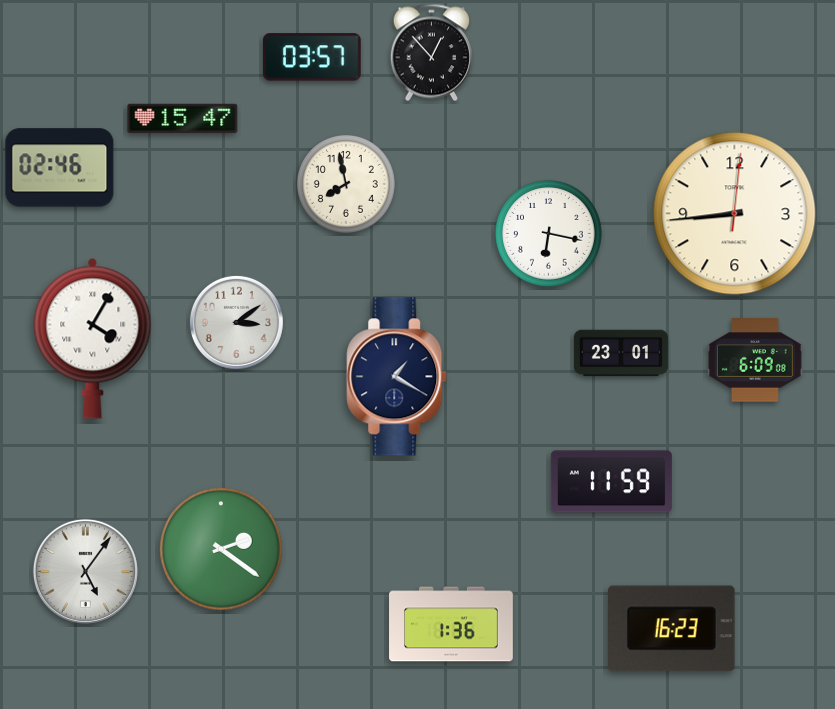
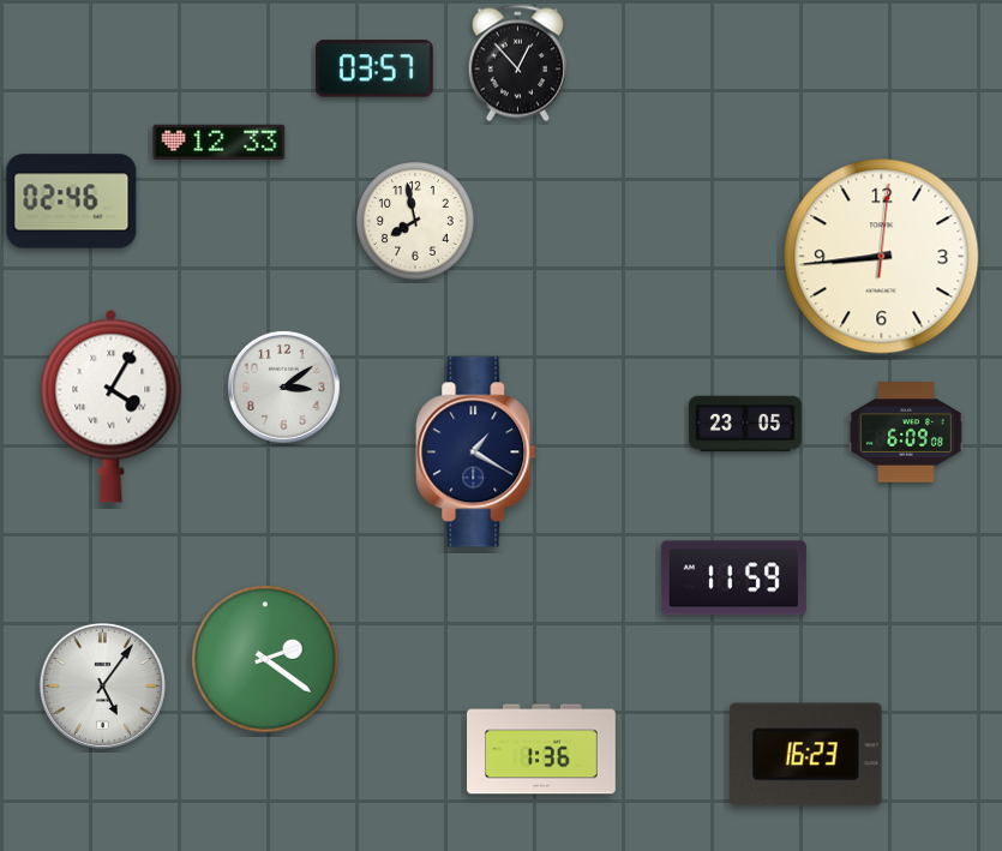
clock at (183, 118): 15:47 -> 12:33
clock at (549, 234): 6:17 -> none
clock at (621, 353): 23:01 -> 23:05
